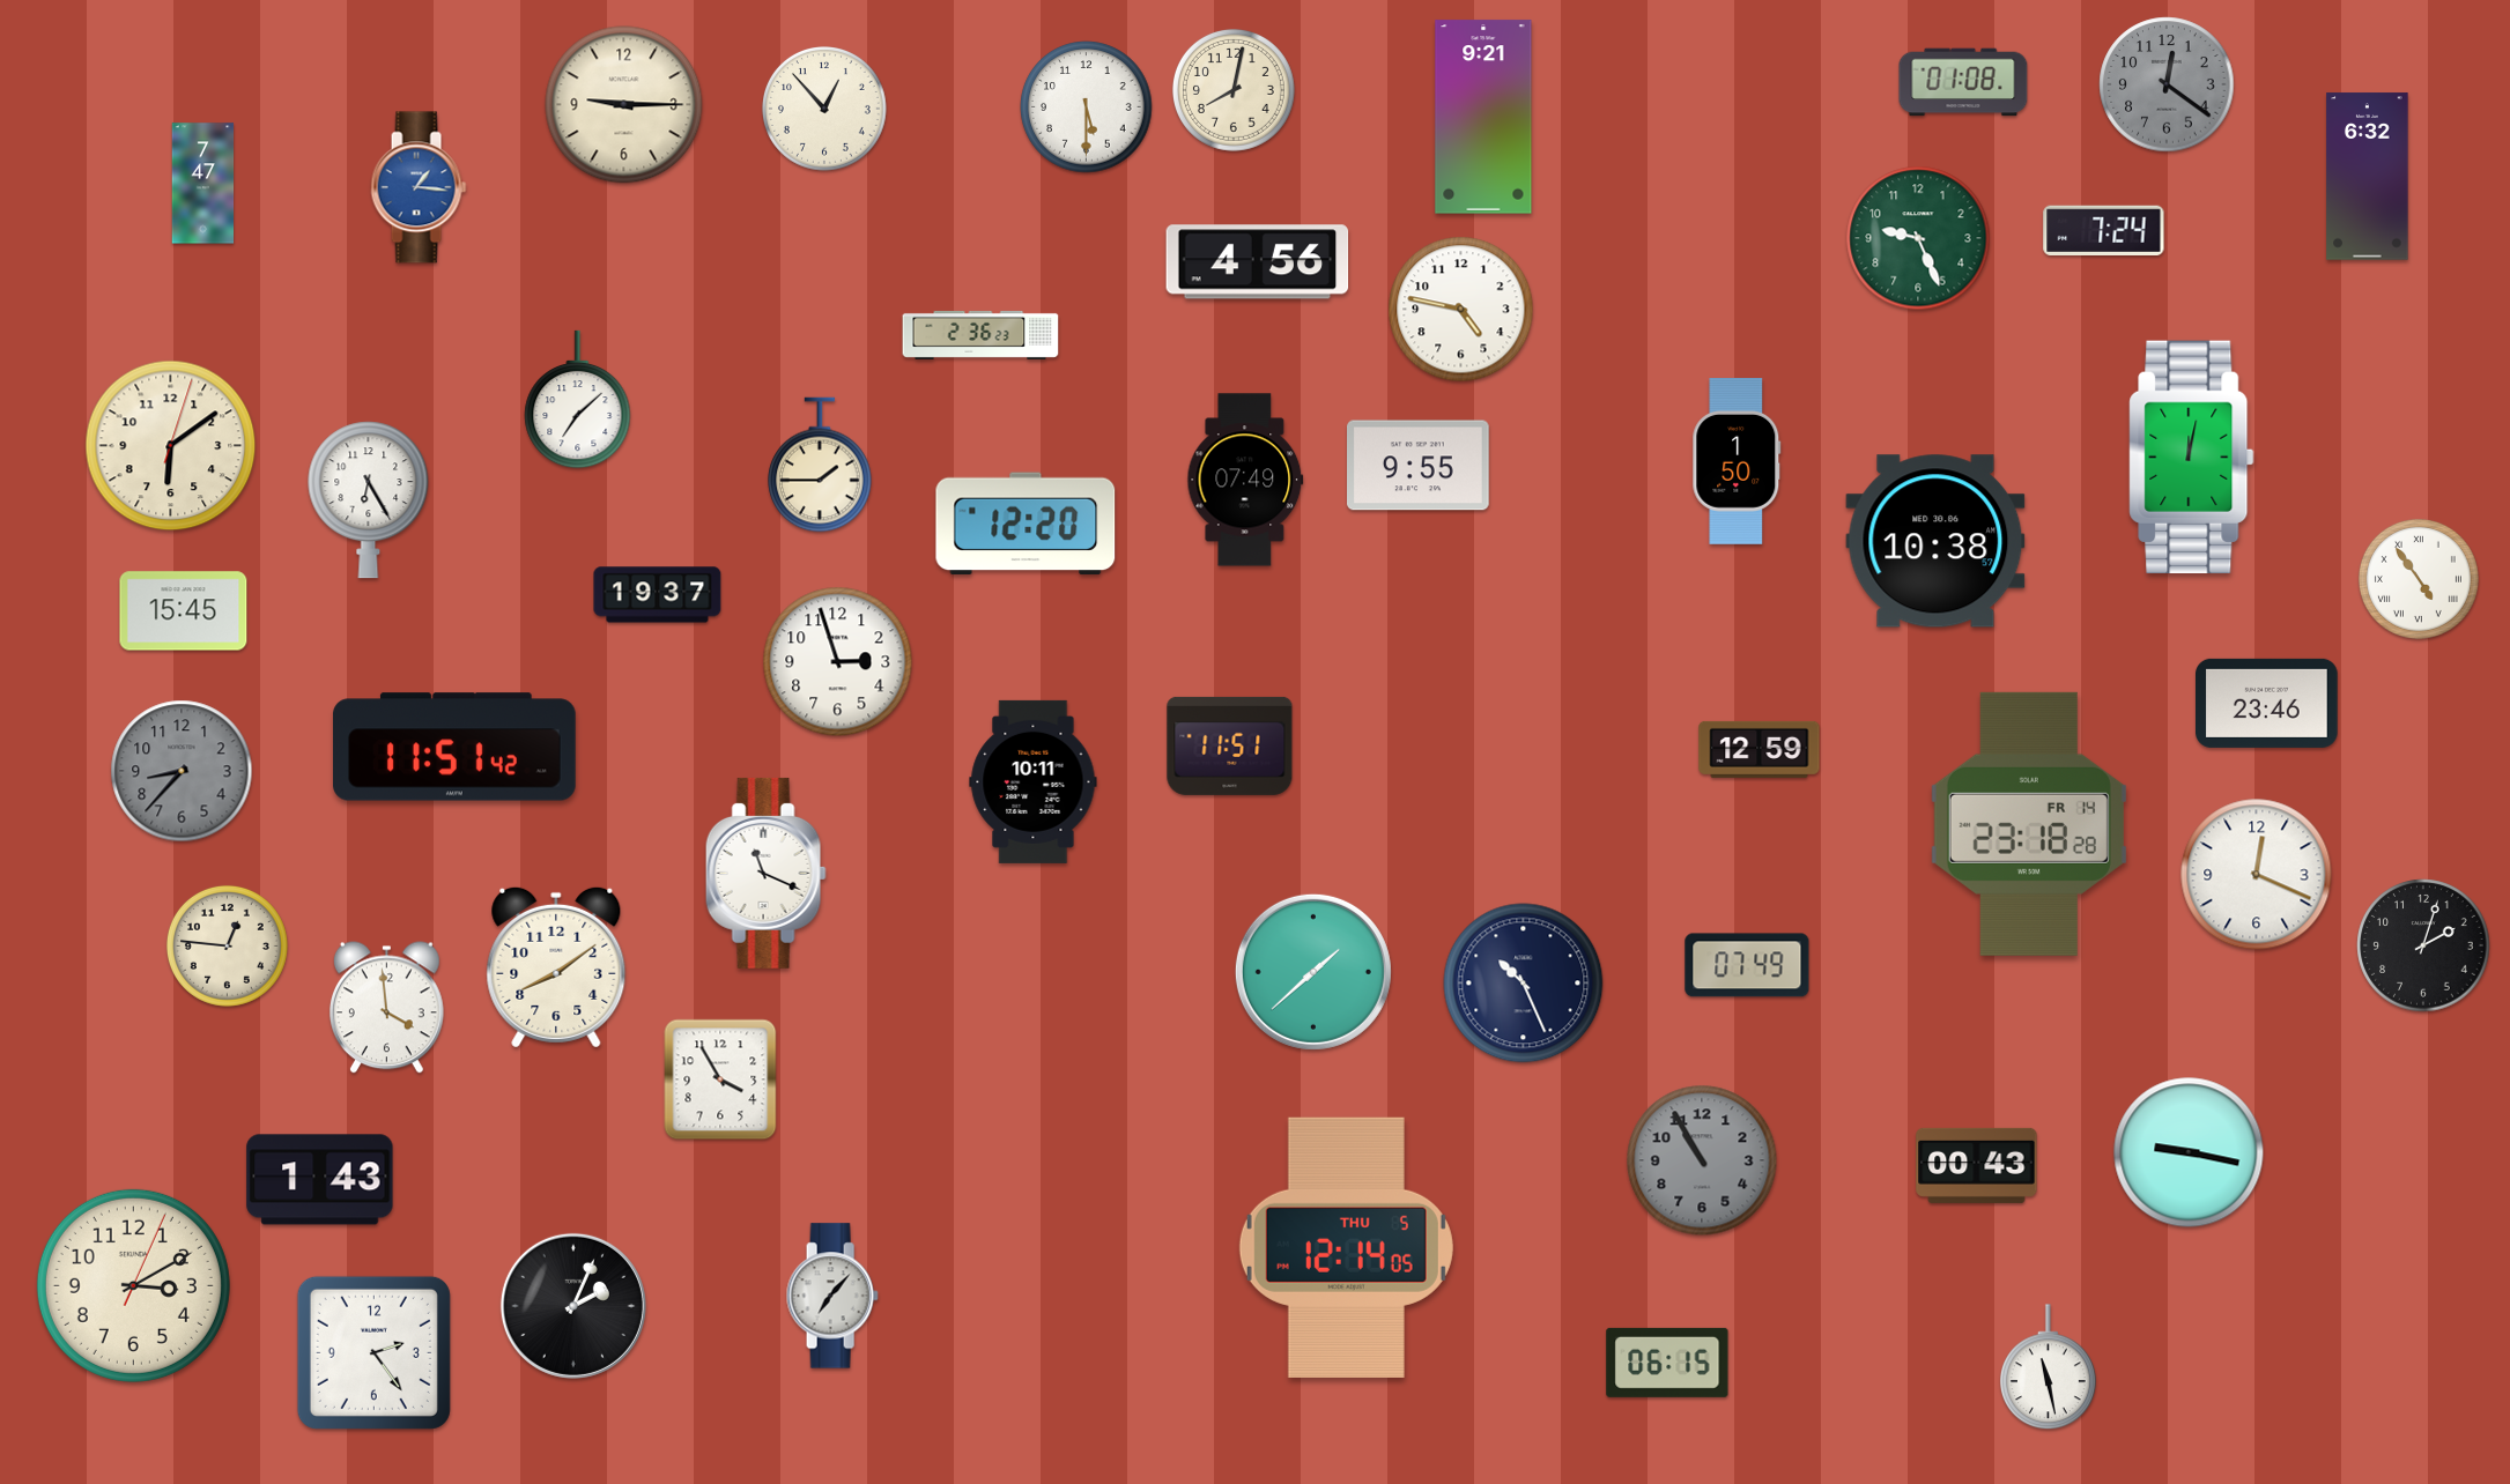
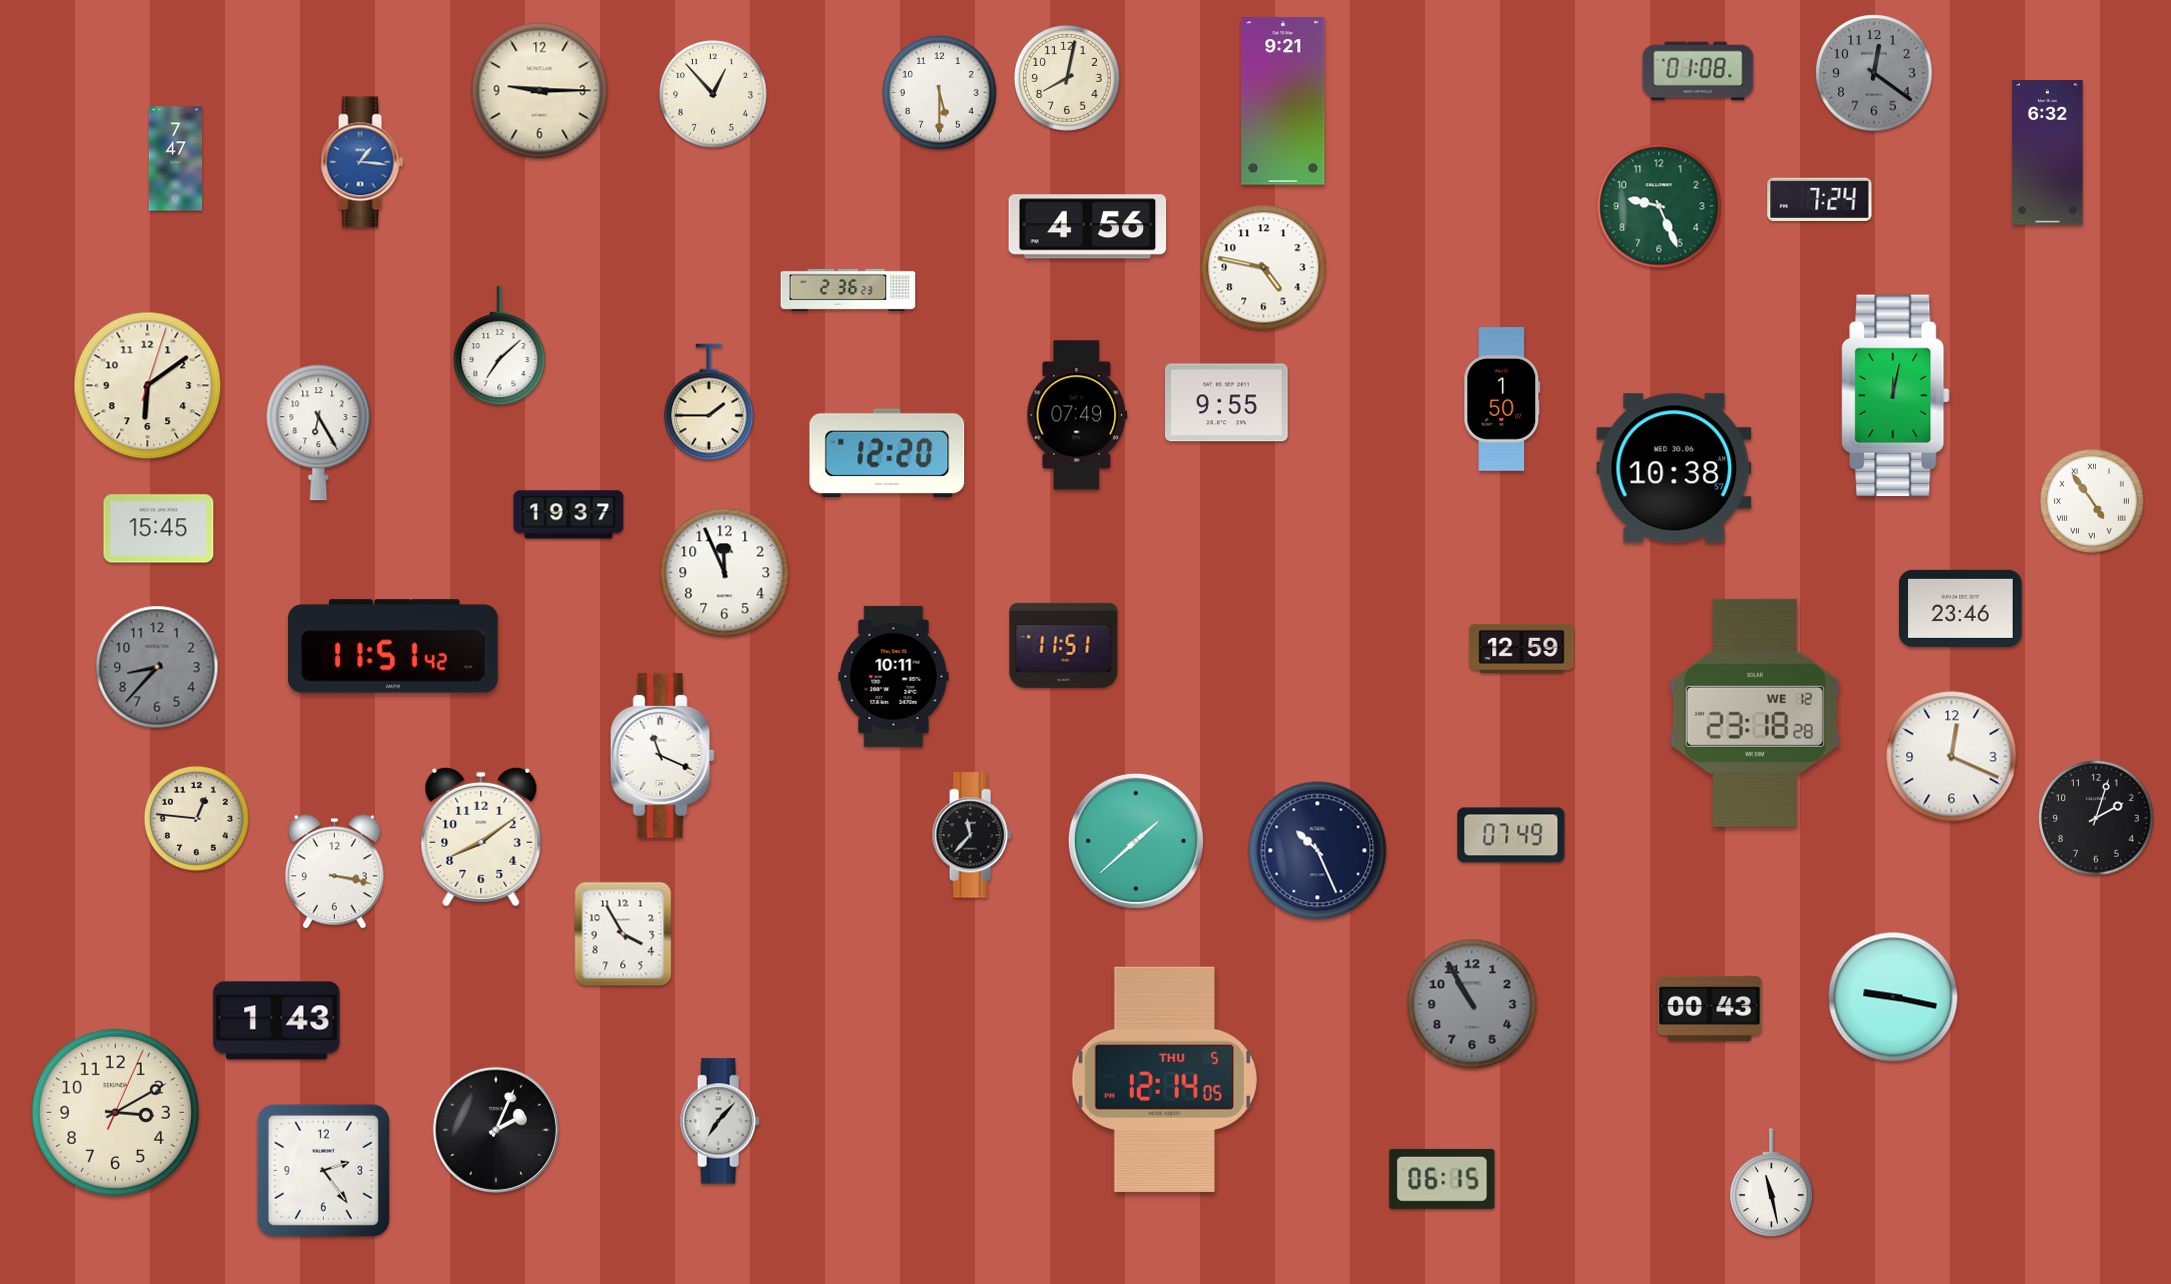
clock at (838, 662): 2:57 -> 11:56
clock at (2029, 824) date: FR 14 -> WE 12
clock at (972, 835): none -> 11:37
clock at (386, 1008): 3:59 -> 3:17
